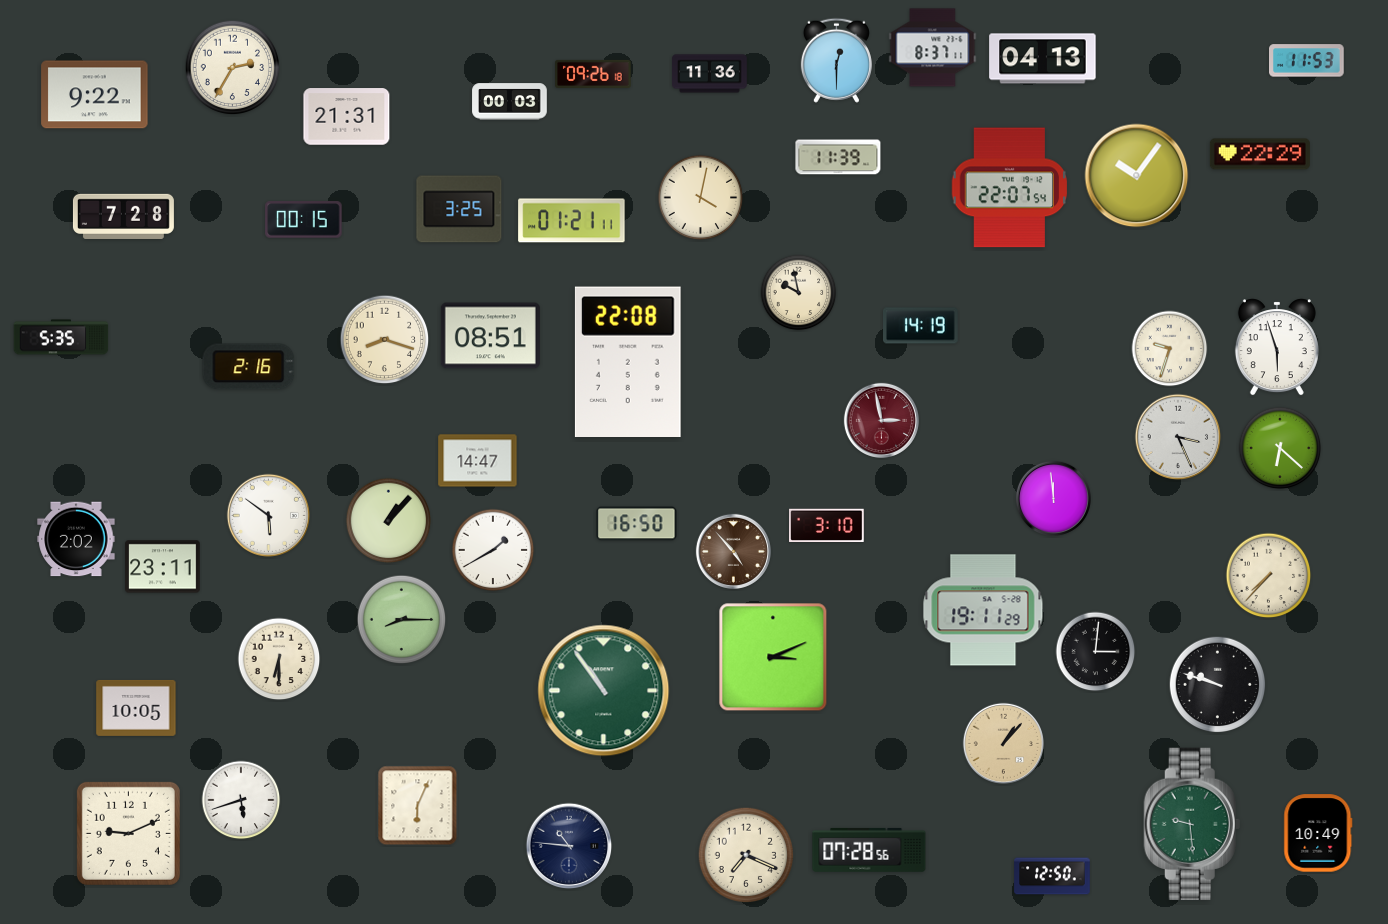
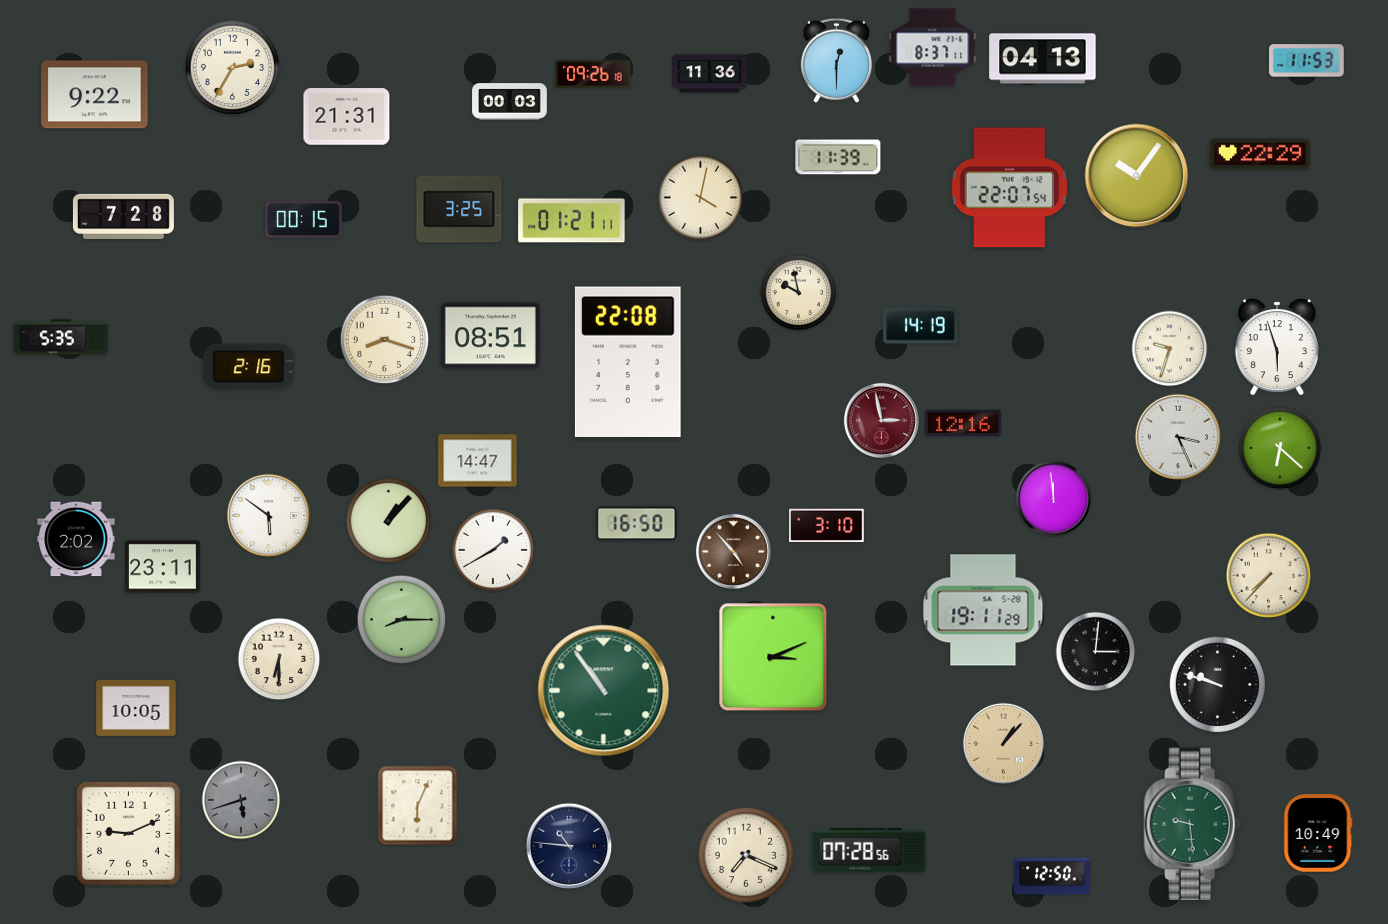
clock at (963, 423): none -> 12:16
clock at (241, 800) dial: white -> grey
